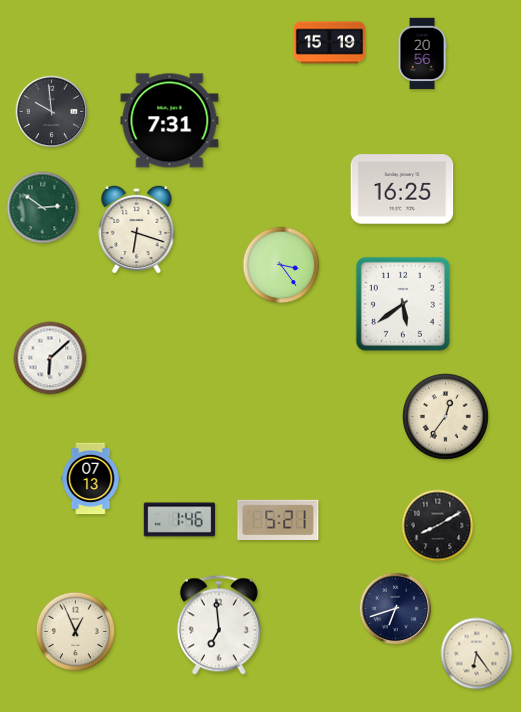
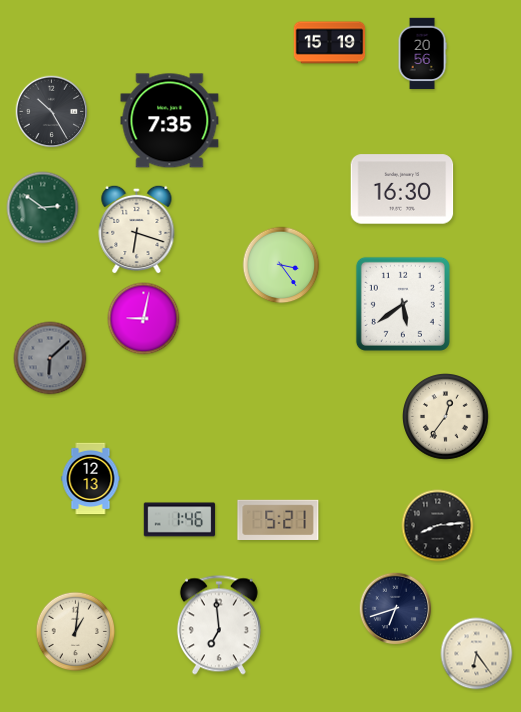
clock at (52, 112): 9:59 -> 10:25
clock at (170, 121): 7:31 -> 7:35
clock at (402, 189): 16:25 -> 16:30
clock at (144, 319): none -> 9:02
clock at (50, 358) dial: white -> grey
clock at (91, 479): 07:13 -> 12:13
clock at (438, 526): 8:10 -> 8:14
clock at (76, 632): 12:56 -> 1:01
